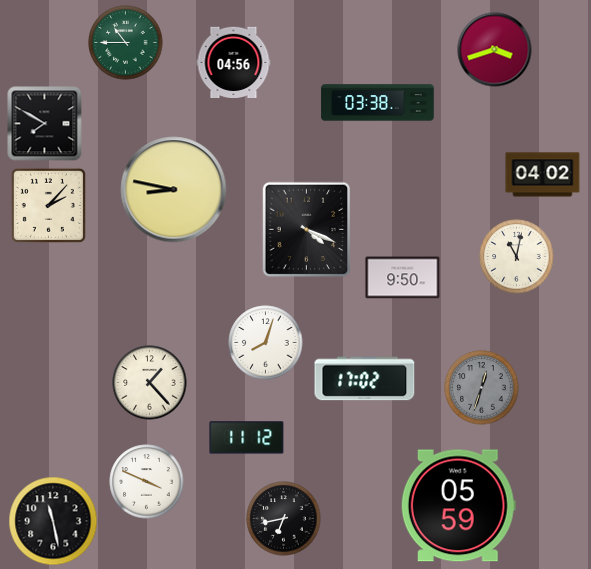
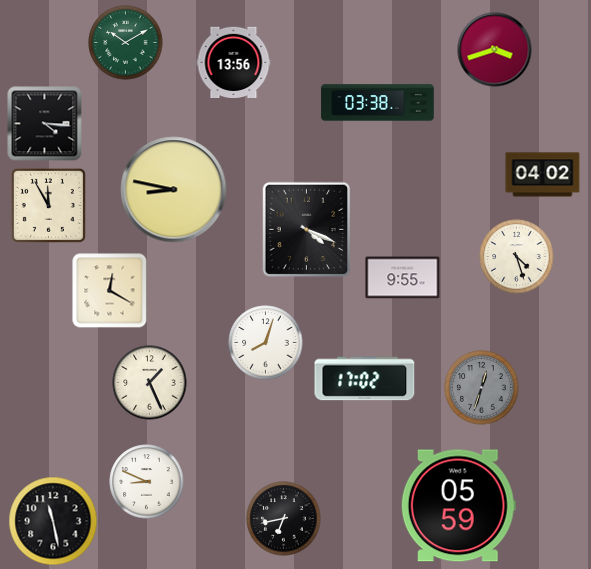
clock at (126, 43): 10:45 -> 10:10
clock at (234, 62): 04:56 -> 13:56
clock at (45, 124): 7:50 -> 4:16
clock at (48, 205): 2:07 -> 11:55
clock at (517, 257): 11:02 -> 4:27
clock at (403, 278): 9:50 -> 9:55
clock at (110, 291): none -> 12:20
clock at (150, 383): 1:23 -> 1:26
clock at (247, 438): 11:12 -> none
clock at (147, 482): 3:49 -> 8:49
